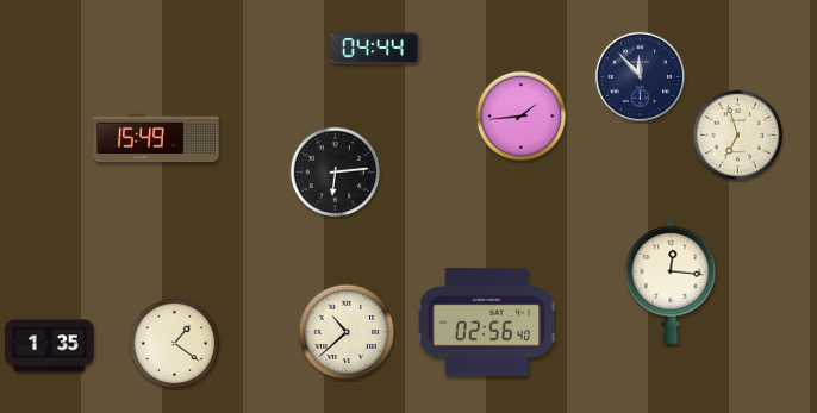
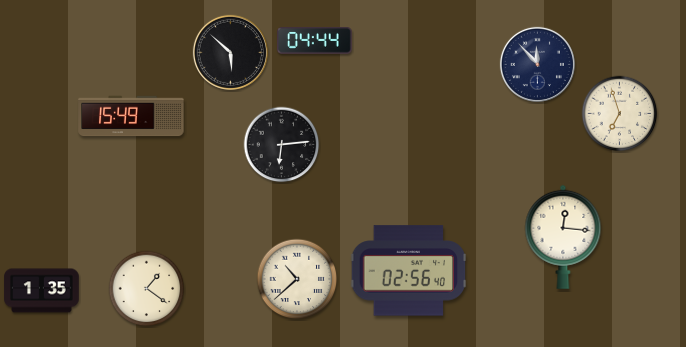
clock at (230, 52): none -> 5:52
clock at (522, 117): 1:44 -> none
clock at (347, 332) position: (347, 332) -> (297, 279)
